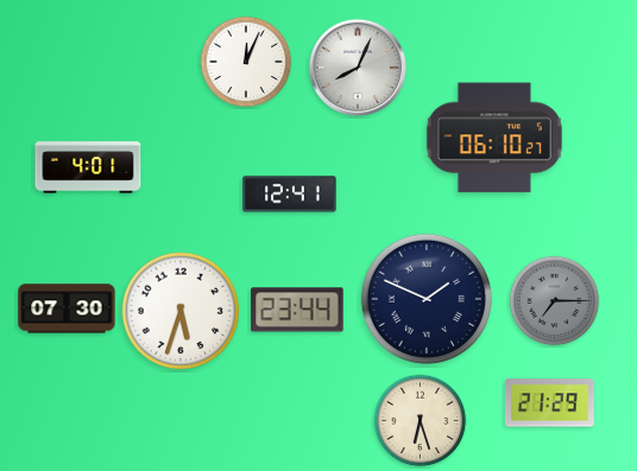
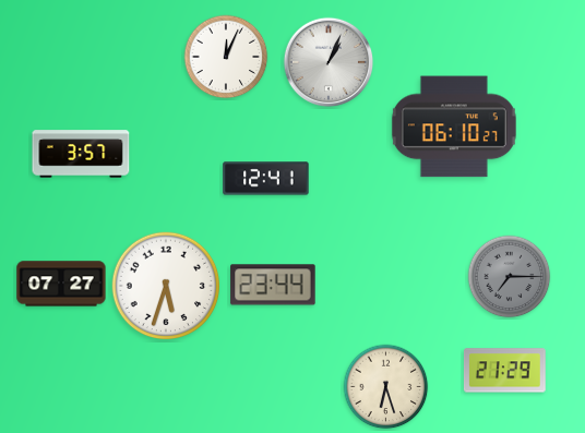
clock at (358, 68): 8:04 -> 1:04
clock at (88, 167): 4:01 -> 3:57
clock at (427, 299): 1:49 -> none
clock at (67, 308): 07:30 -> 07:27
